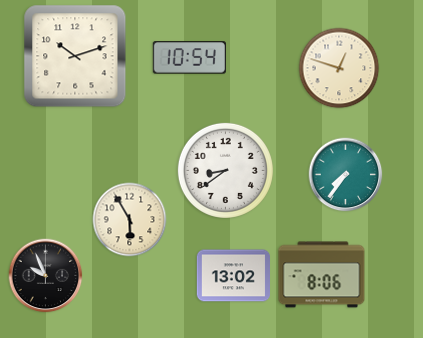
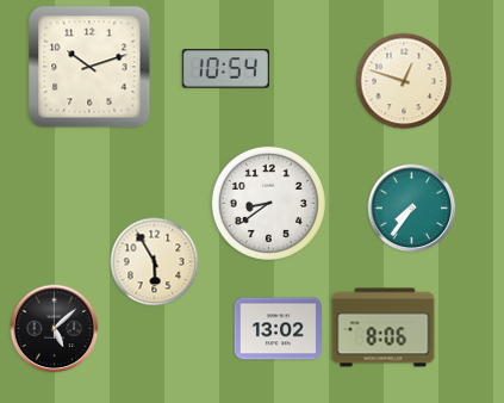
clock at (46, 276): 9:56 -> 5:08
